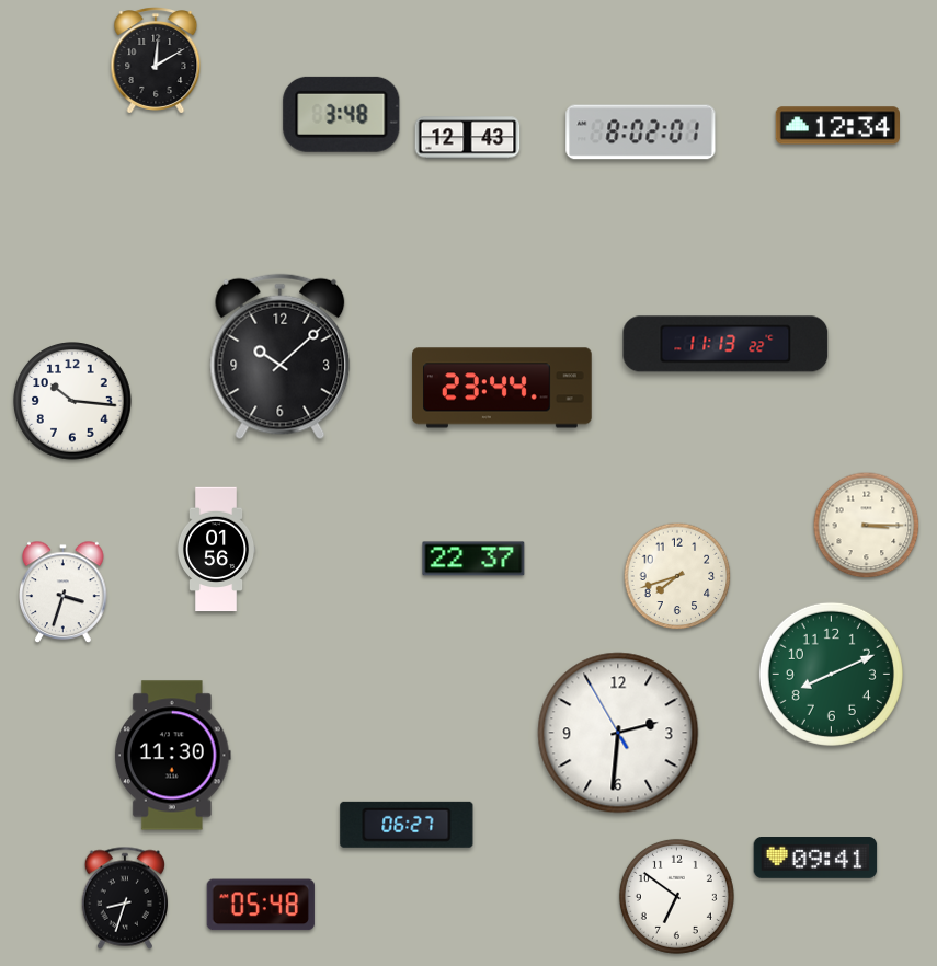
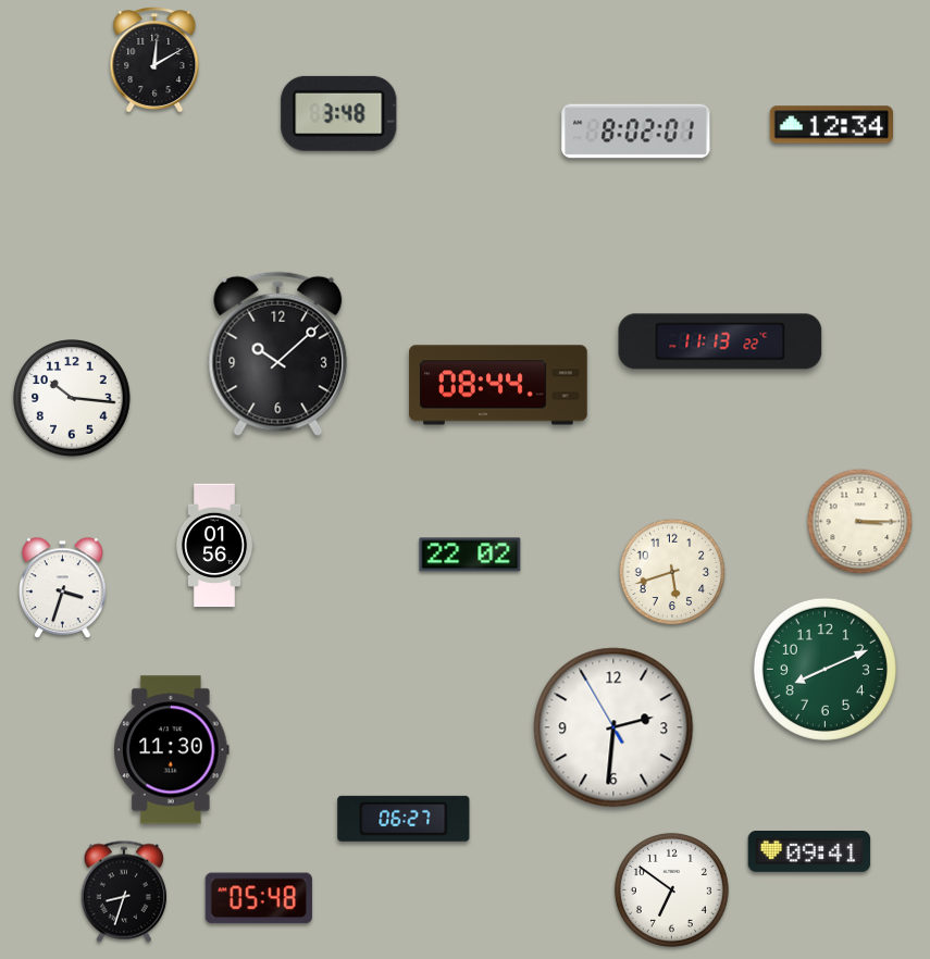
clock at (468, 138): 12:43 -> none
clock at (502, 388): 23:44 -> 08:44
clock at (473, 559): 22:37 -> 22:02
clock at (677, 576): 7:42 -> 5:42
